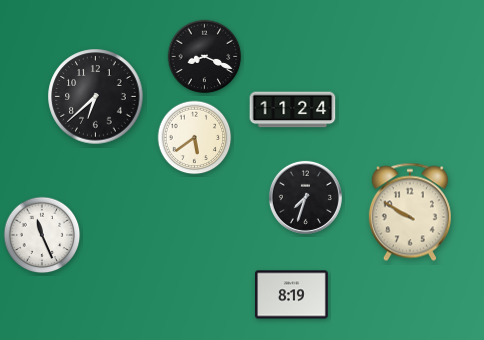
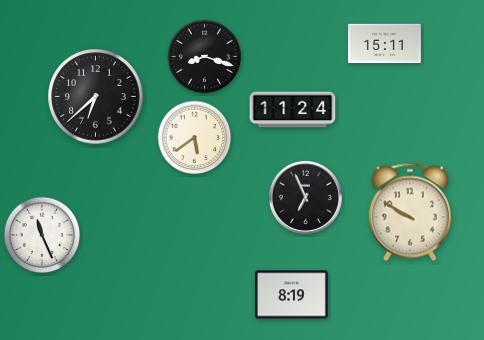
clock at (385, 44): none -> 15:11
clock at (205, 57): 8:19 -> 8:18
clock at (305, 197): 7:33 -> 6:56
